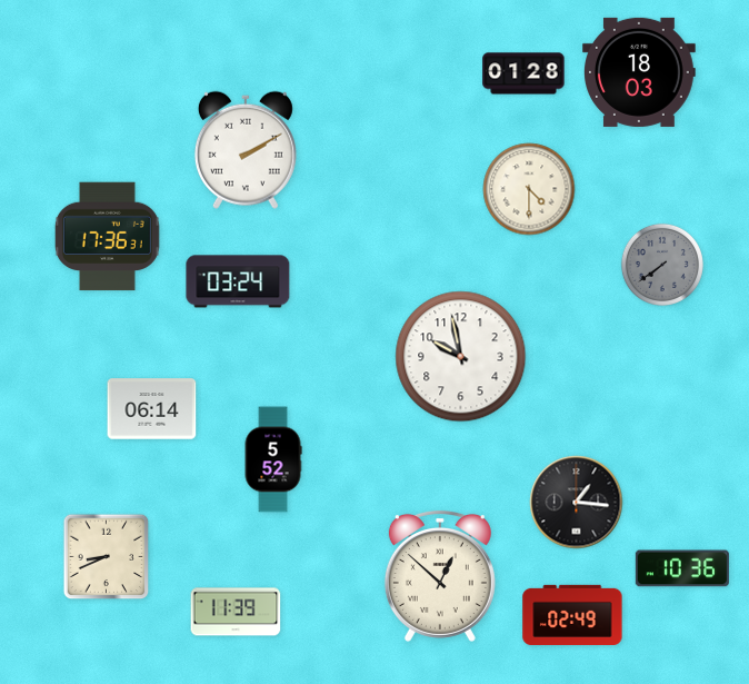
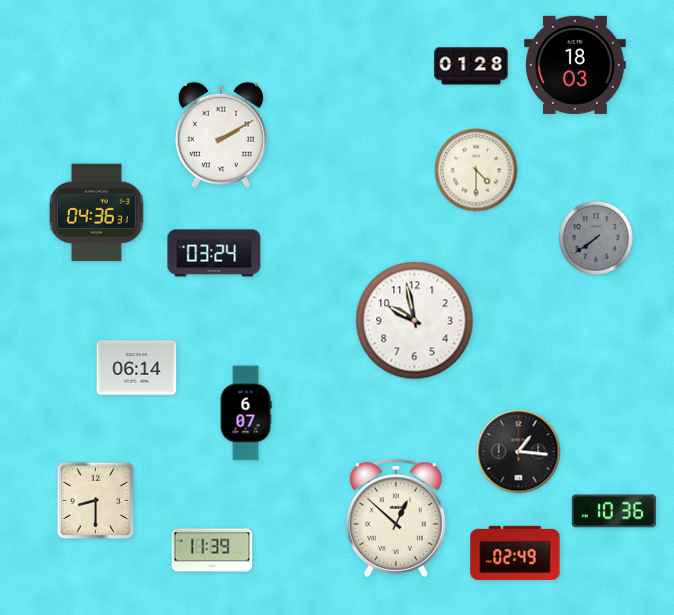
clock at (107, 237): 17:36 -> 04:36
clock at (273, 459): 5:52 -> 6:07
clock at (107, 557): 8:41 -> 8:30
